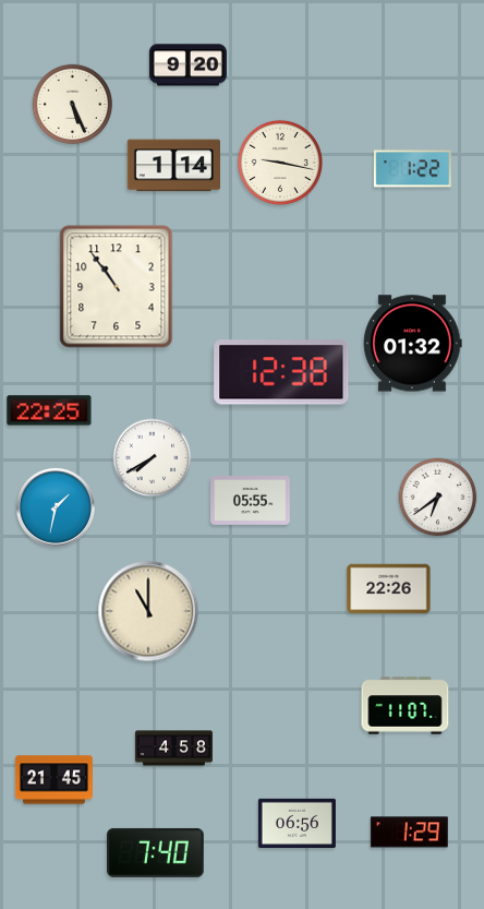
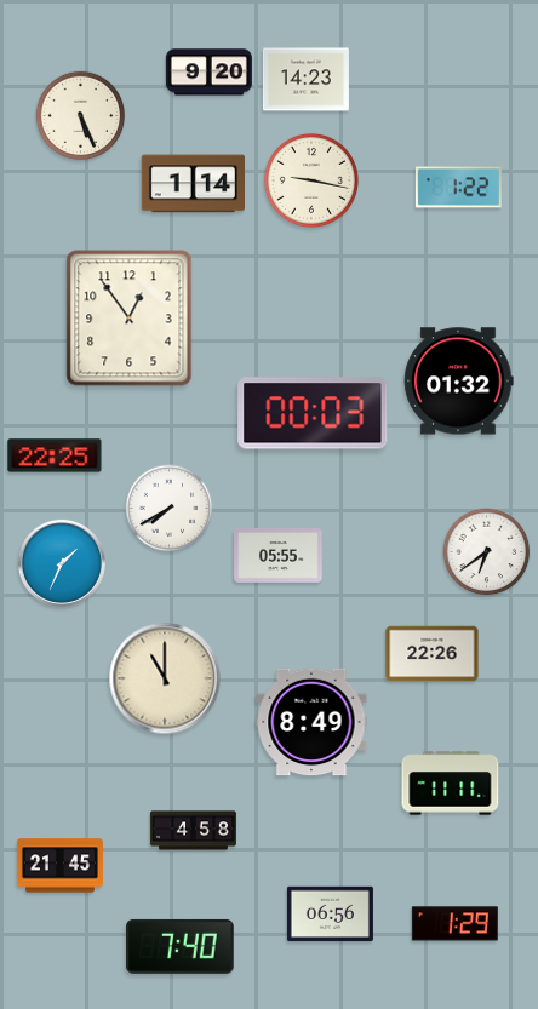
clock at (305, 80): none -> 14:23
clock at (117, 287): 10:54 -> 12:54
clock at (281, 372): 12:38 -> 00:03
clock at (56, 507): 1:32 -> 1:34
clock at (311, 722): none -> 8:49
clock at (406, 706): 11:07 -> 11:11
clock at (156, 852) position: (156, 852) -> (181, 946)
